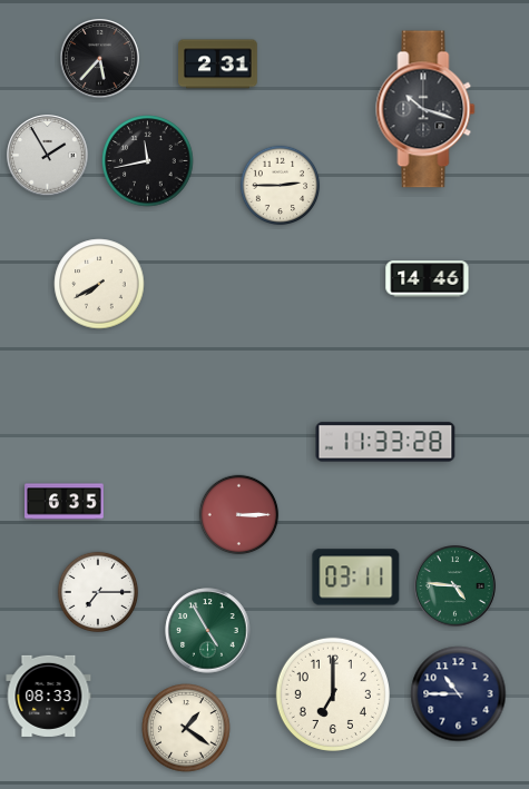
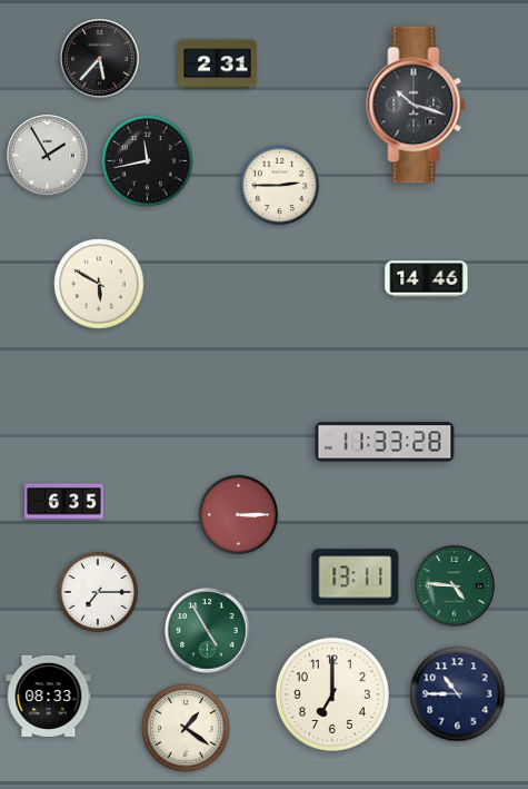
clock at (425, 109) position: (425, 109) -> (416, 105)
clock at (99, 284): 7:40 -> 5:50
clock at (356, 578): 03:11 -> 13:11
